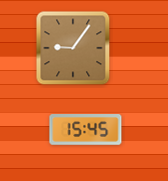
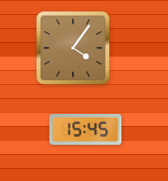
clock at (73, 48): 9:06 -> 4:06
